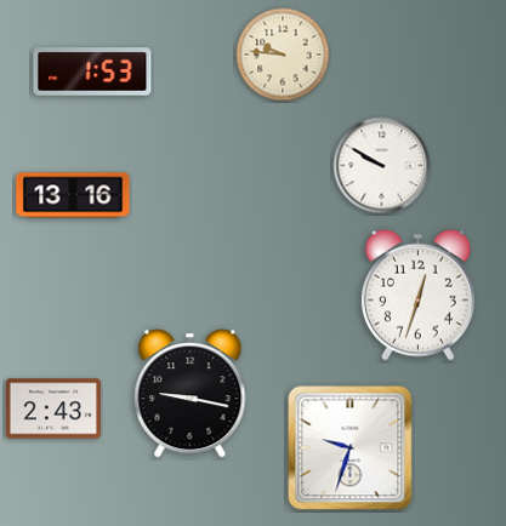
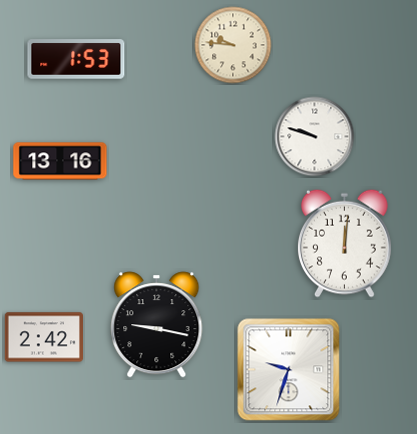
clock at (382, 166): 9:50 -> 9:48
clock at (417, 295): 12:33 -> 12:01
clock at (53, 408): 2:43 -> 2:42
